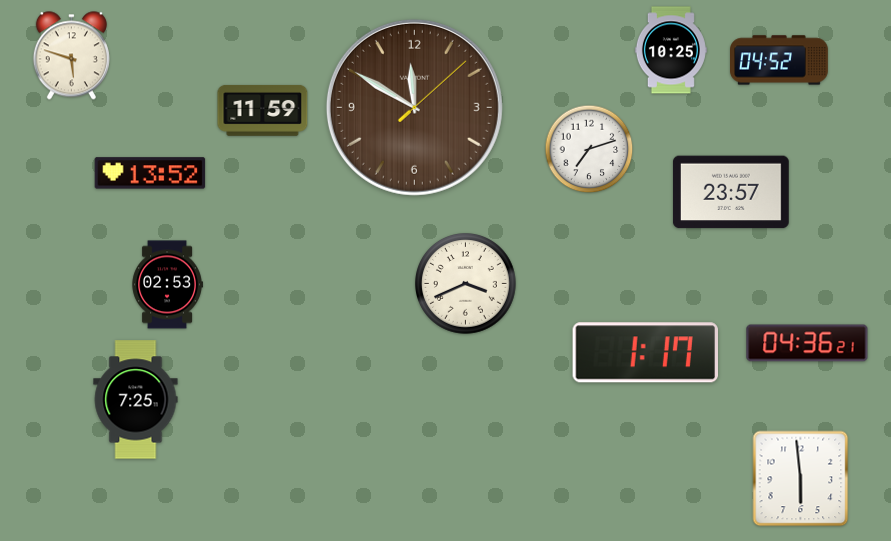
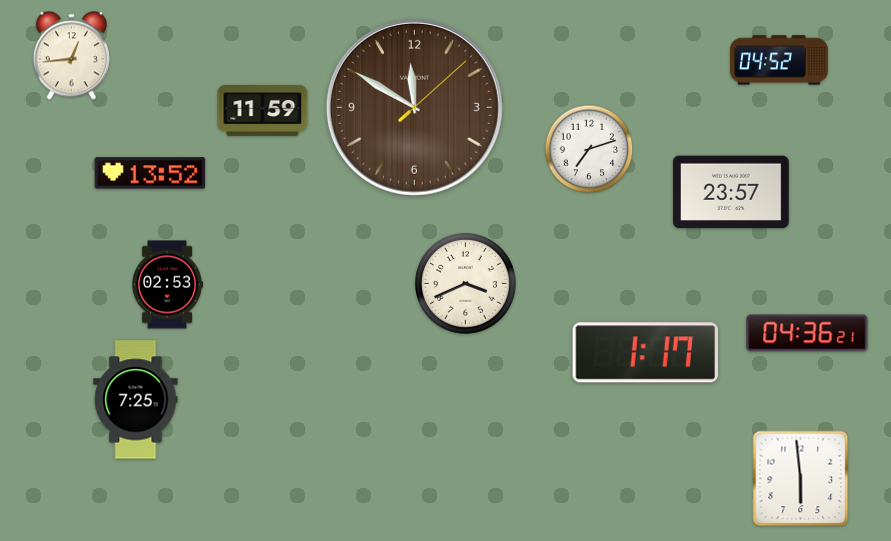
clock at (671, 50): 10:25 -> none
clock at (71, 56): 5:48 -> 12:44
clock at (807, 343) position: (807, 343) -> (807, 333)
